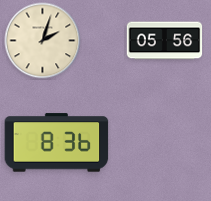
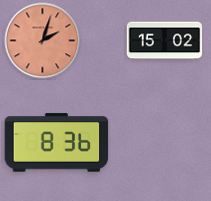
clock at (43, 41) dial: cream -> salmon
clock at (165, 41): 05:56 -> 15:02
